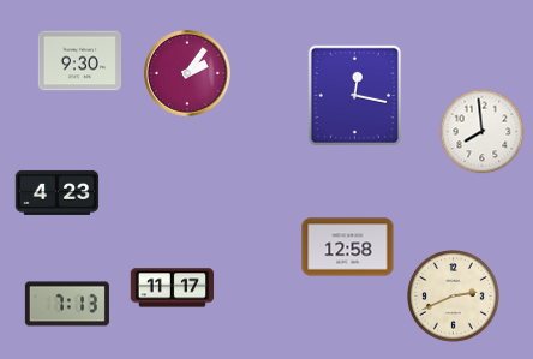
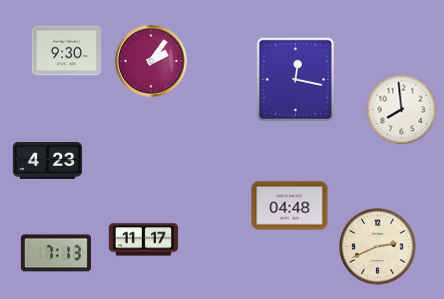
clock at (187, 73) position: (187, 73) -> (151, 61)
clock at (348, 247): 12:58 -> 04:48
